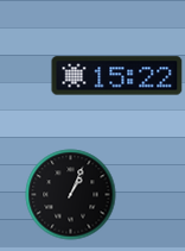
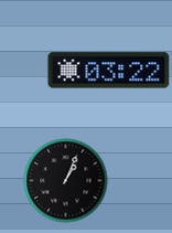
clock at (117, 76): 15:22 -> 03:22
